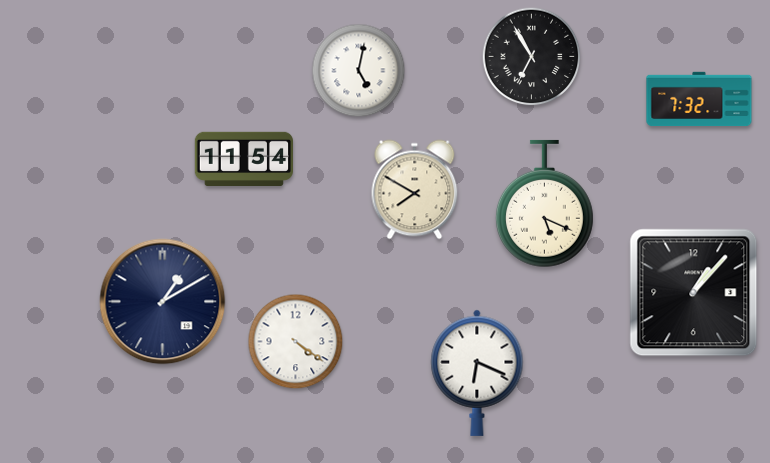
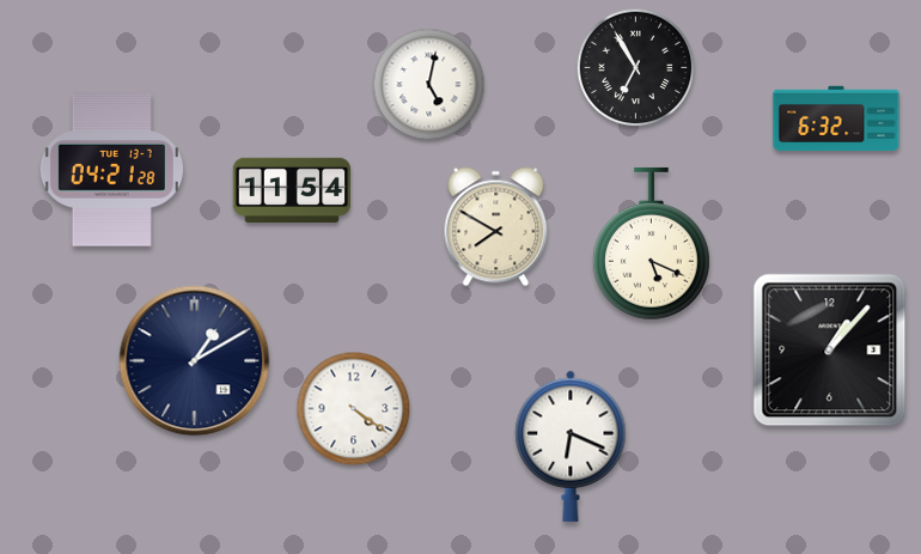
clock at (699, 99): 7:32 -> 6:32
clock at (111, 170): none -> 04:21
